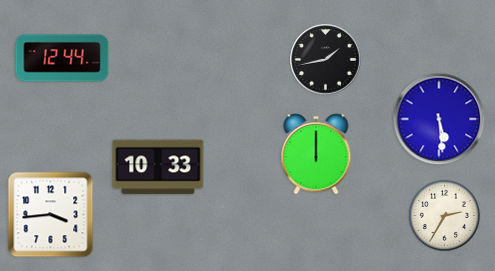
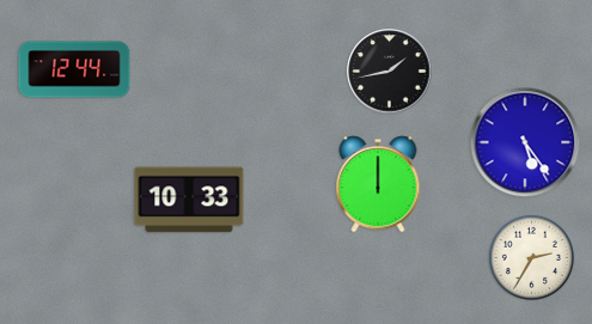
clock at (439, 119): 5:29 -> 5:24
clock at (51, 215): 3:44 -> none
